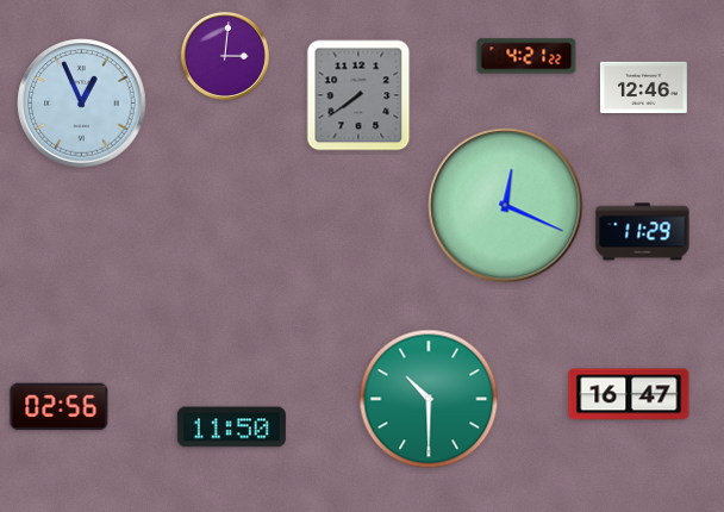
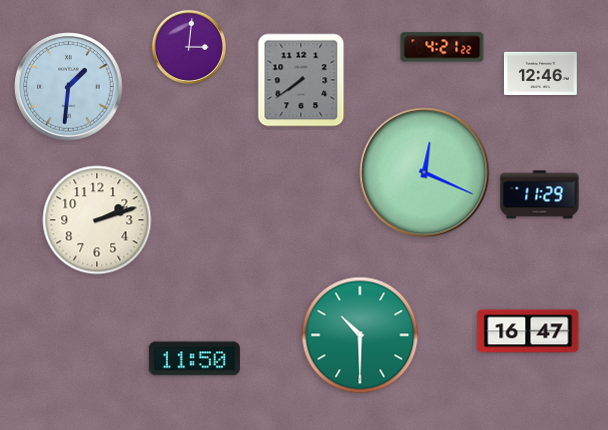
clock at (82, 104): 12:56 -> 1:31
clock at (97, 220): none -> 2:12
clock at (60, 407): 02:56 -> none
